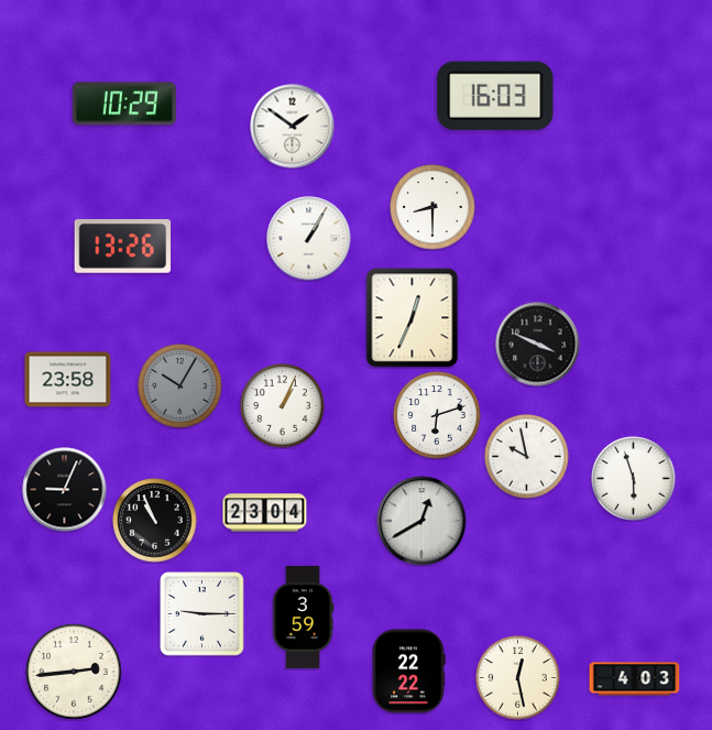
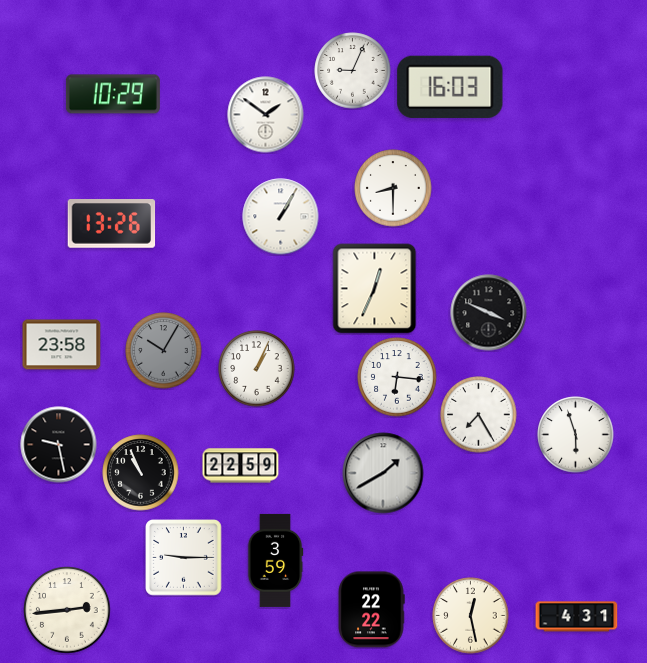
clock at (353, 71): none -> 9:04
clock at (437, 415): 6:12 -> 6:16
clock at (527, 457): 9:58 -> 7:25
clock at (65, 490): 9:04 -> 9:28
clock at (265, 513): 23:04 -> 22:59
clock at (421, 521): 12:40 -> 1:40
clock at (635, 679): 4:03 -> 4:31
